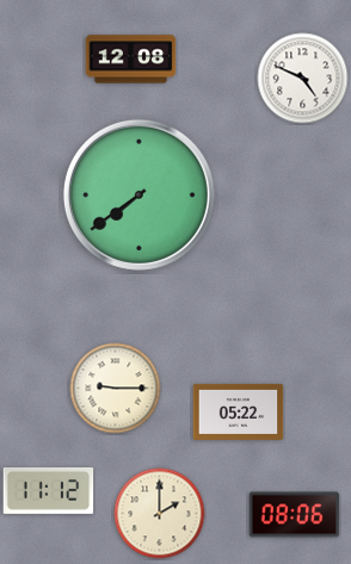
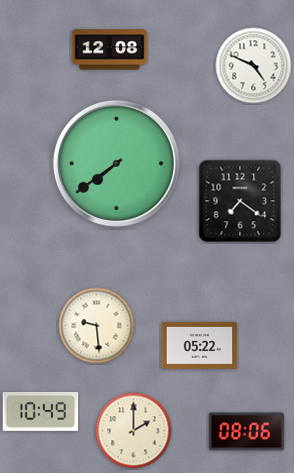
clock at (240, 201): none -> 7:21
clock at (116, 389): 9:15 -> 9:29
clock at (49, 490): 11:12 -> 10:49
